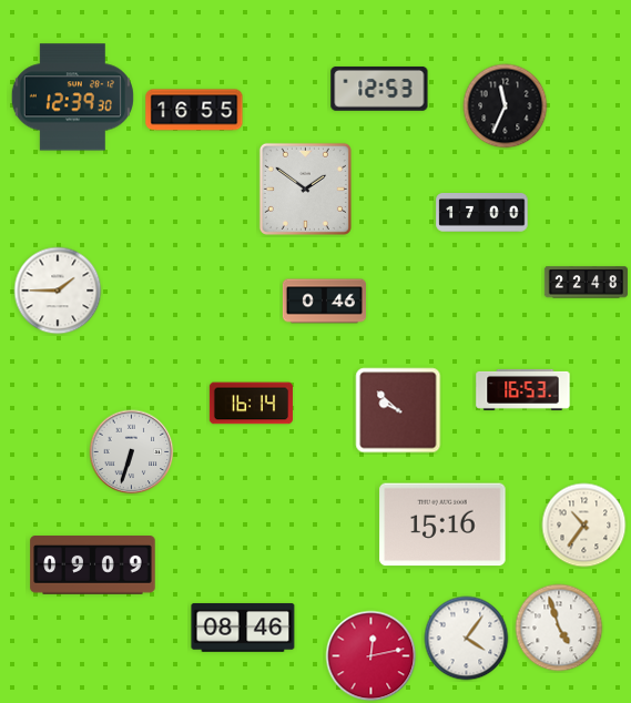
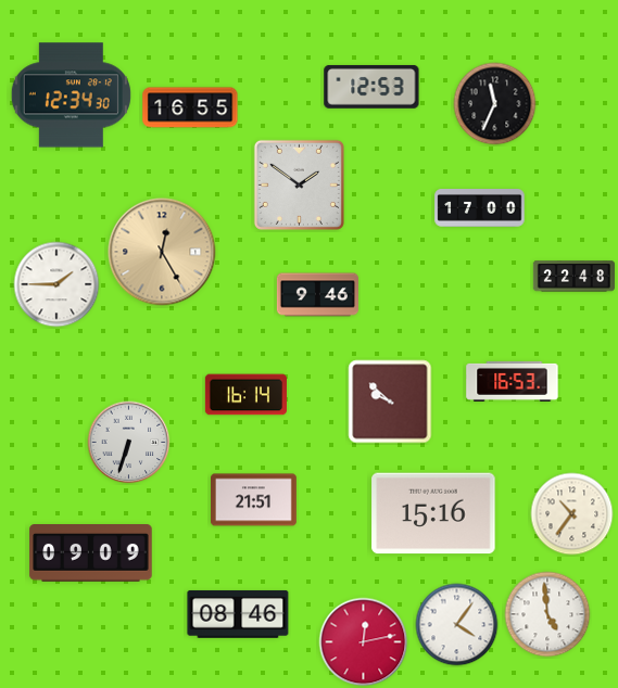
clock at (72, 98): 12:39 -> 12:34
clock at (482, 213) position: (482, 213) -> (480, 208)
clock at (162, 252): none -> 12:25
clock at (324, 302): 0:46 -> 9:46
clock at (254, 500): none -> 21:51
clock at (559, 628): 4:57 -> 4:59
